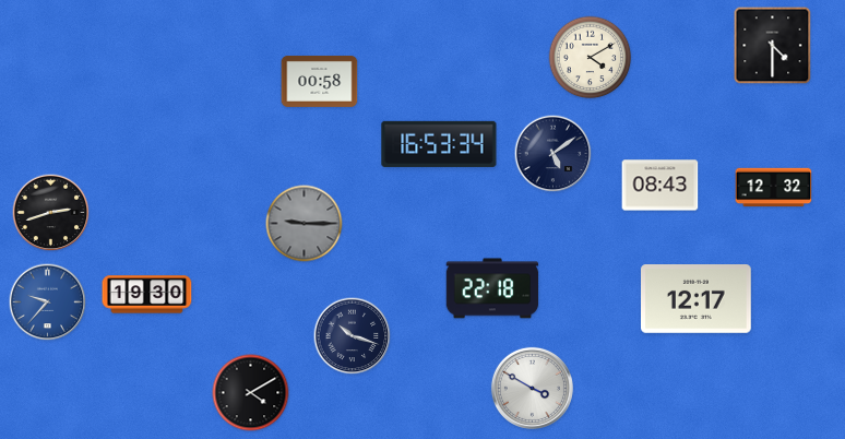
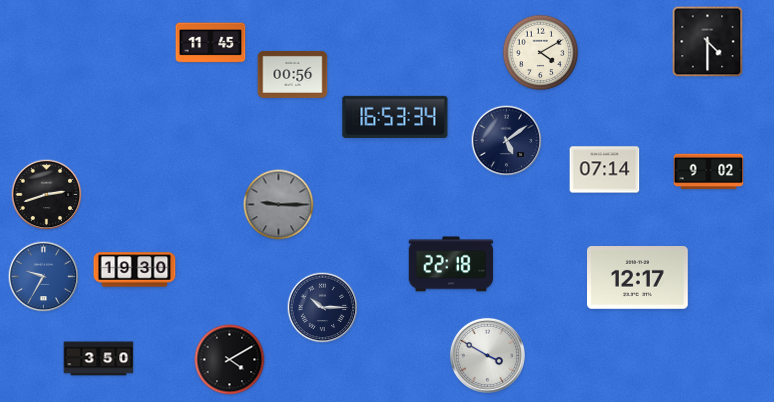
clock at (211, 43): none -> 11:45
clock at (320, 81): 00:58 -> 00:56
clock at (439, 144) position: (439, 144) -> (395, 117)
clock at (660, 186): 08:43 -> 07:14
clock at (774, 188): 12:32 -> 9:02
clock at (697, 299) position: (697, 299) -> (638, 278)
clock at (48, 302): 9:37 -> 9:35
clock at (353, 336): 10:18 -> 10:15
clock at (99, 359): none -> 3:50
